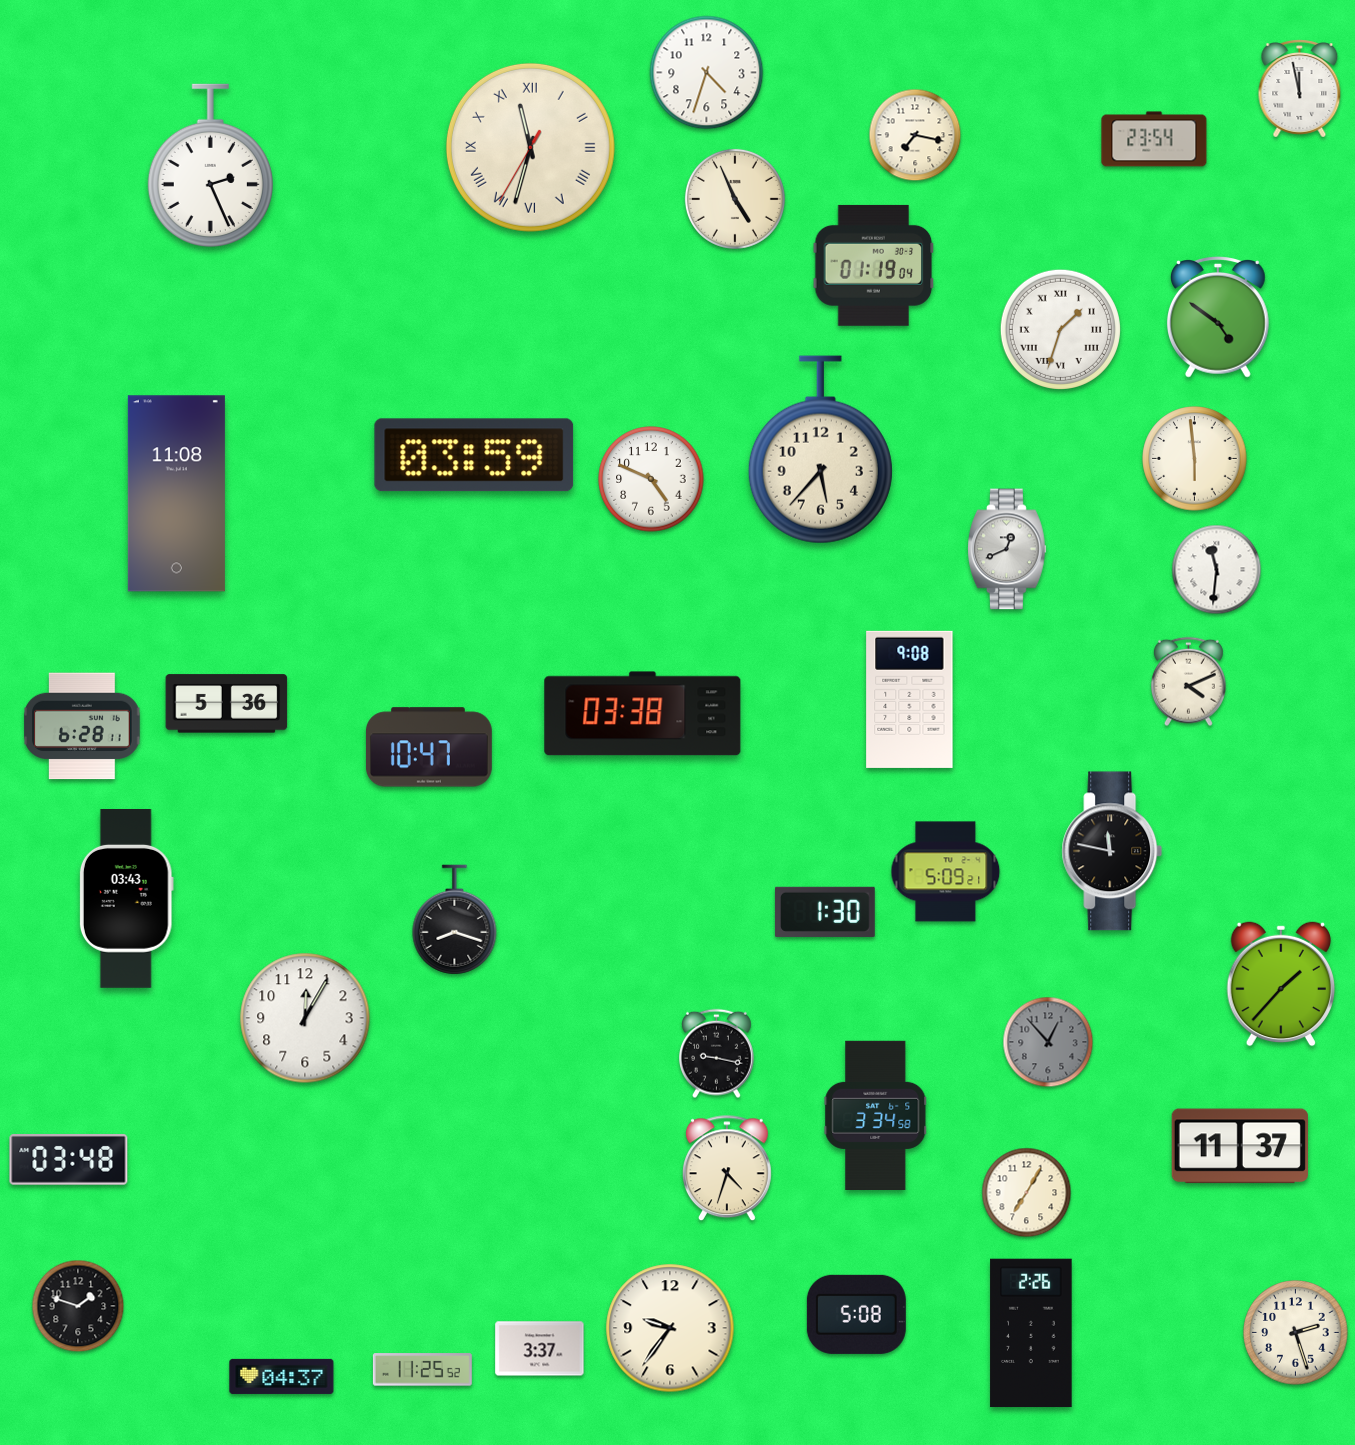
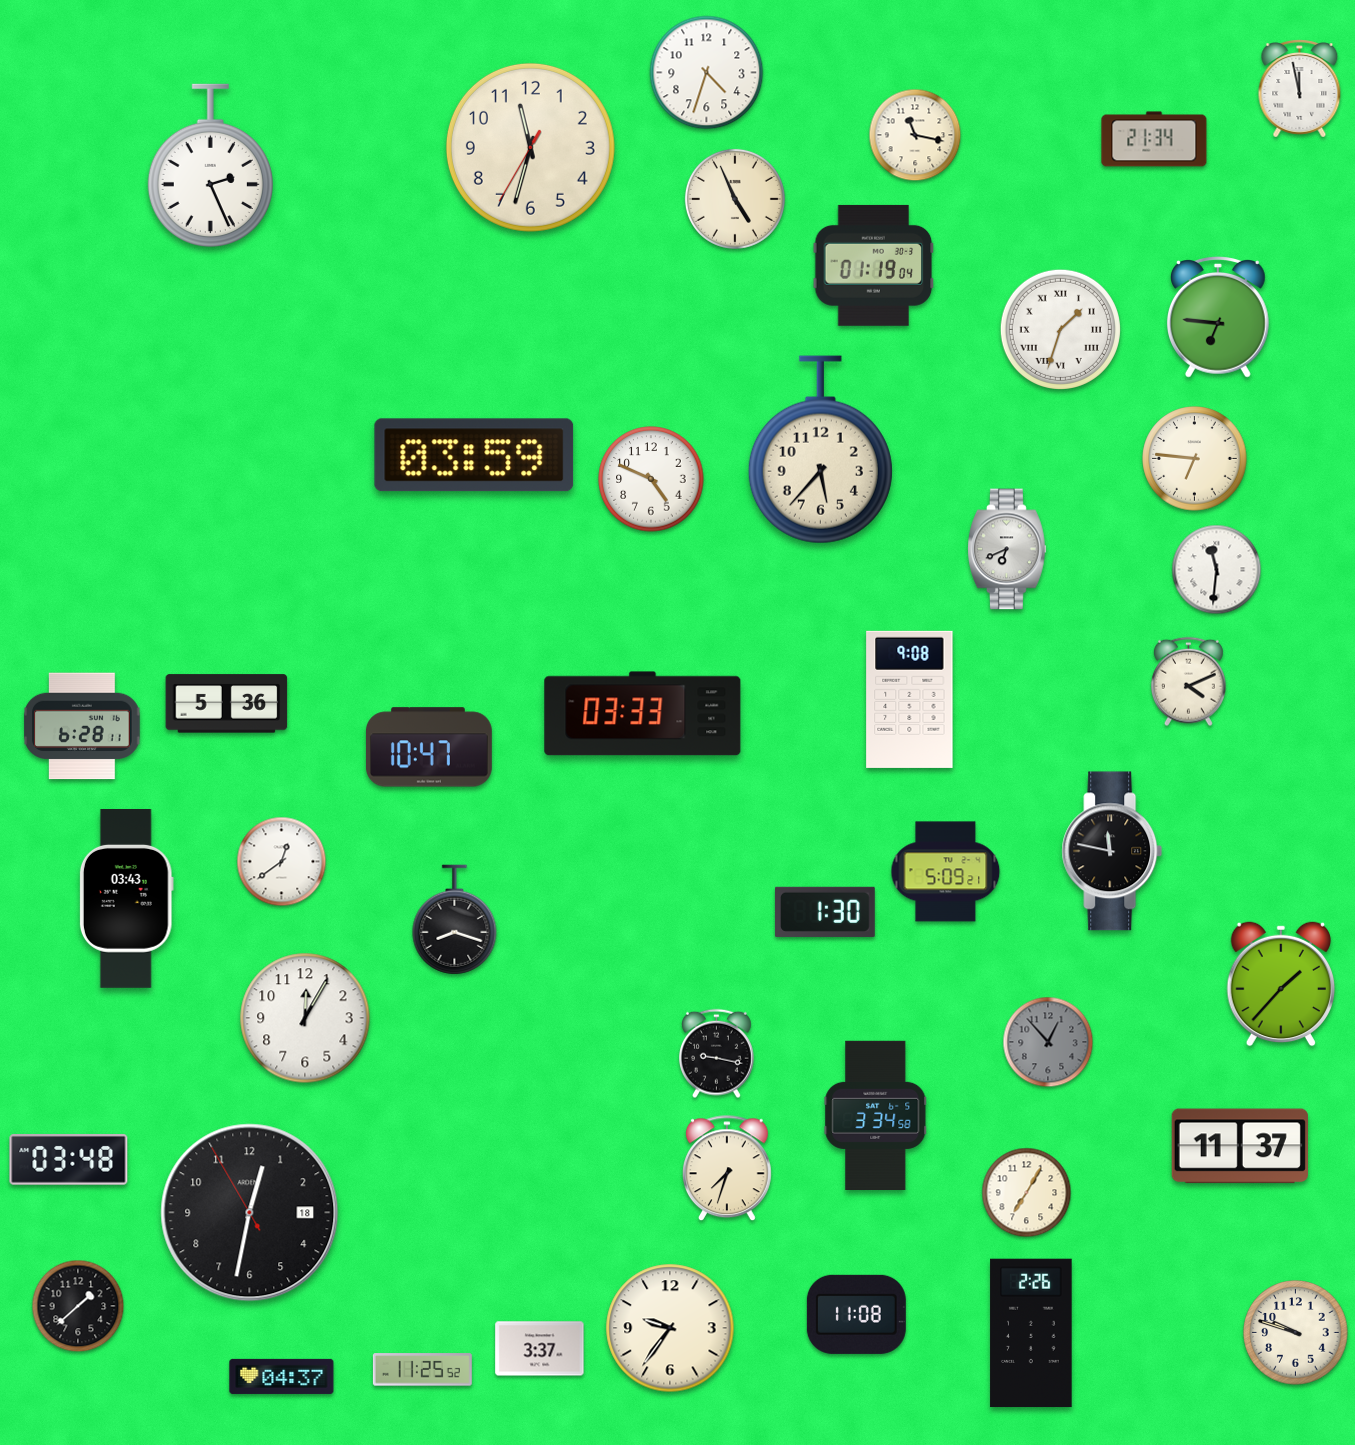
clock at (915, 135): 7:17 -> 11:17
clock at (1154, 139): 23:54 -> 21:34
clock at (530, 147) numerals: Roman -> Arabic
clock at (1218, 318): 4:51 -> 6:46
clock at (1195, 459): 5:59 -> 6:46
clock at (176, 494): 11:08 -> none
clock at (1007, 549): 12:41 -> 6:41
clock at (643, 714): 03:38 -> 03:33
clock at (282, 862): none -> 12:39
clock at (727, 1169): 4:33 -> 7:33
clock at (250, 1213): none -> 12:31
clock at (78, 1306): 1:48 -> 1:38
clock at (856, 1314): 5:08 -> 11:08
clock at (1296, 1333): 2:27 -> 9:48
